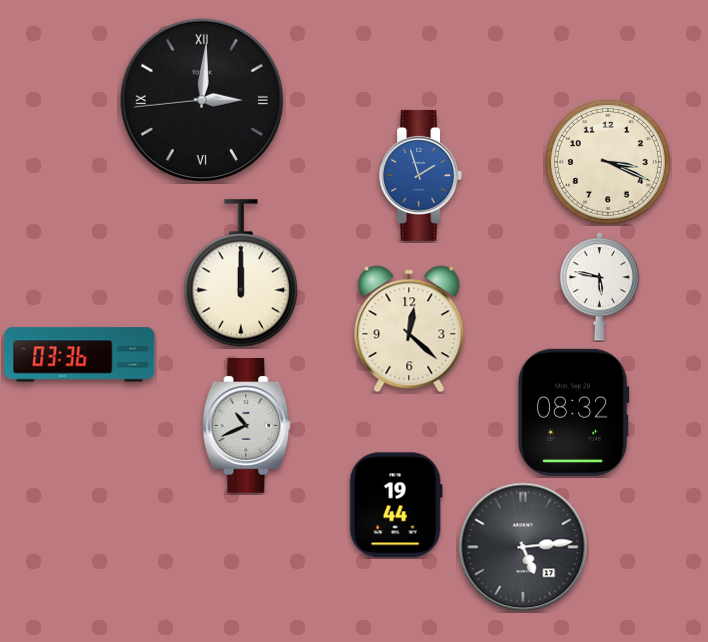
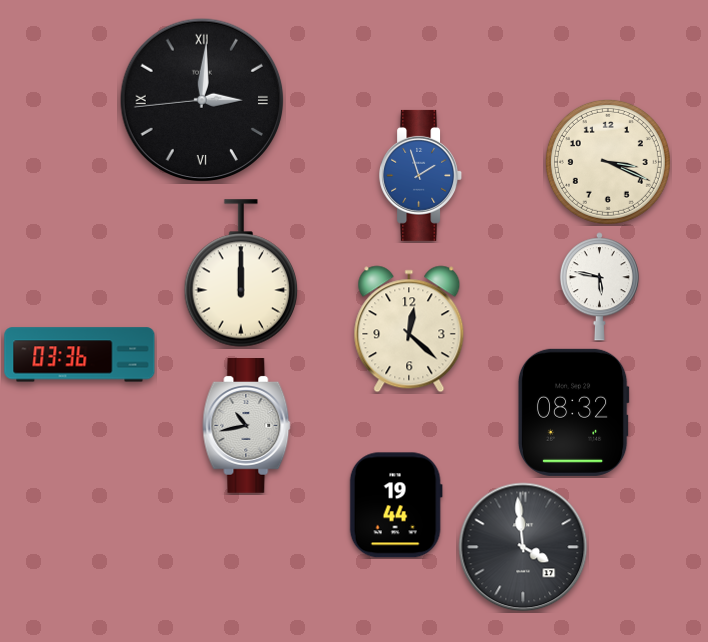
clock at (247, 426): 10:41 -> 10:43
clock at (523, 547): 5:14 -> 3:59
